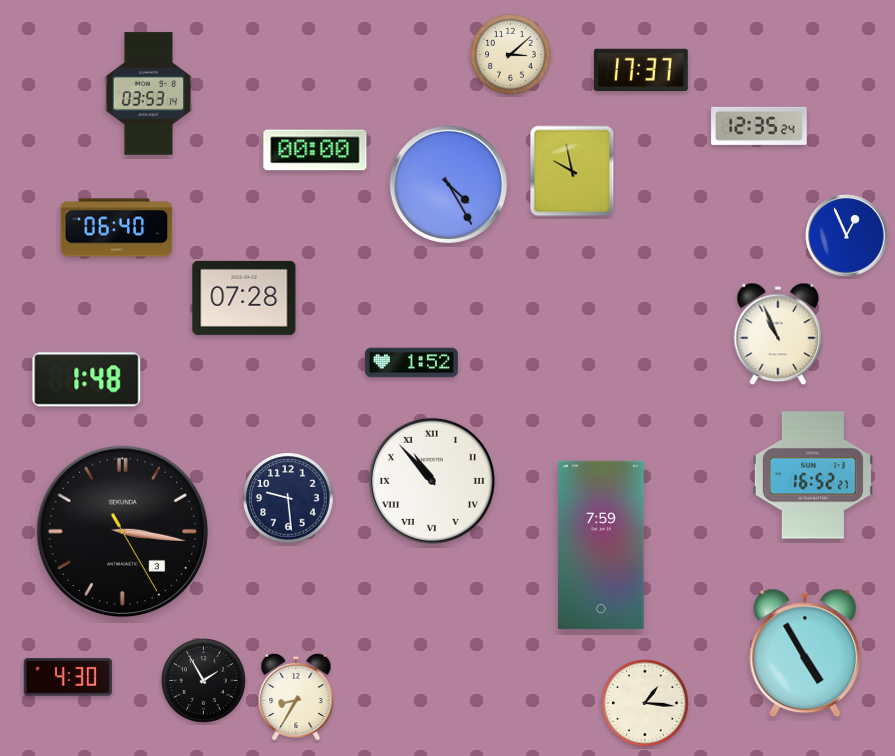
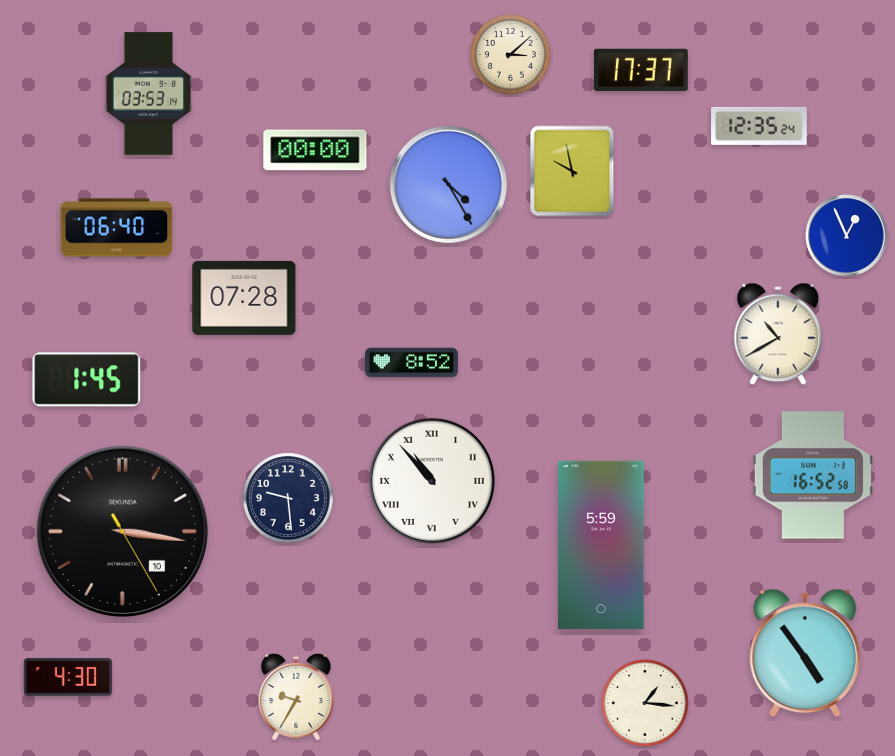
clock at (778, 334): 10:56 -> 10:40
clock at (411, 363): 1:52 -> 8:52
clock at (87, 380): 1:48 -> 1:45
clock at (813, 475): 16:52:27 -> 16:52:58
clock at (123, 532) date: 3 -> 10
clock at (601, 545): 7:59 -> 5:59
clock at (805, 653): 4:55 -> 4:54
clock at (204, 681): 1:55 -> none
clock at (296, 697): 8:35 -> 9:35
